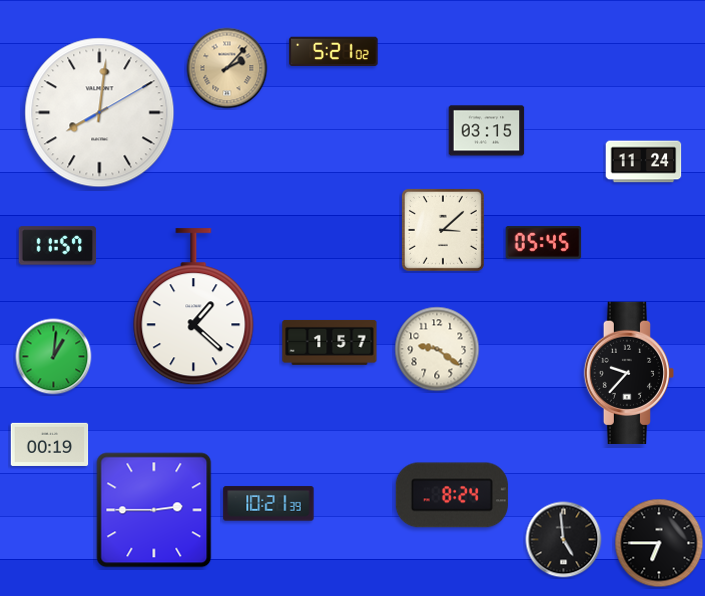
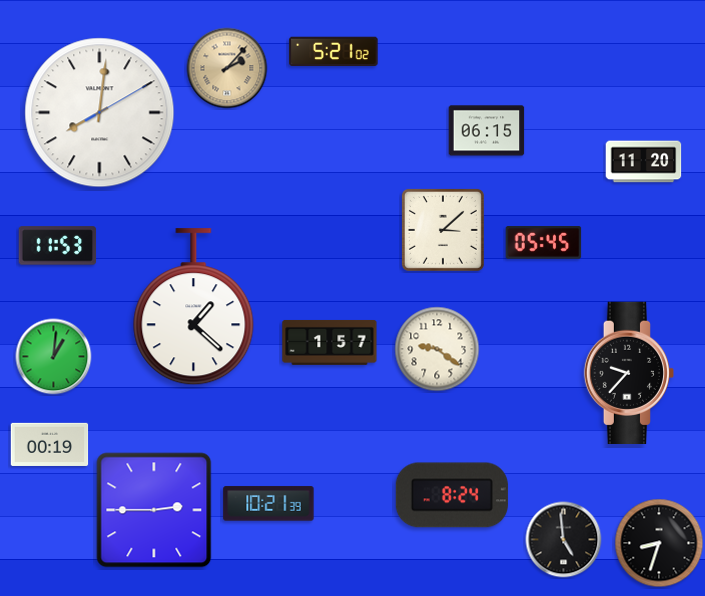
clock at (487, 131): 03:15 -> 06:15
clock at (644, 162): 11:24 -> 11:20
clock at (58, 246): 11:57 -> 11:53
clock at (659, 543): 6:45 -> 8:33
